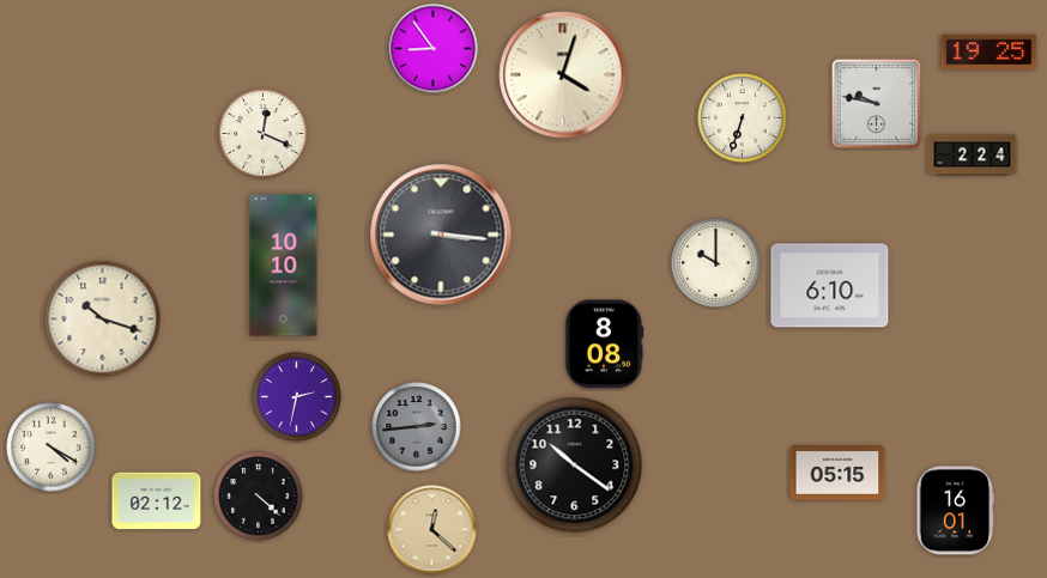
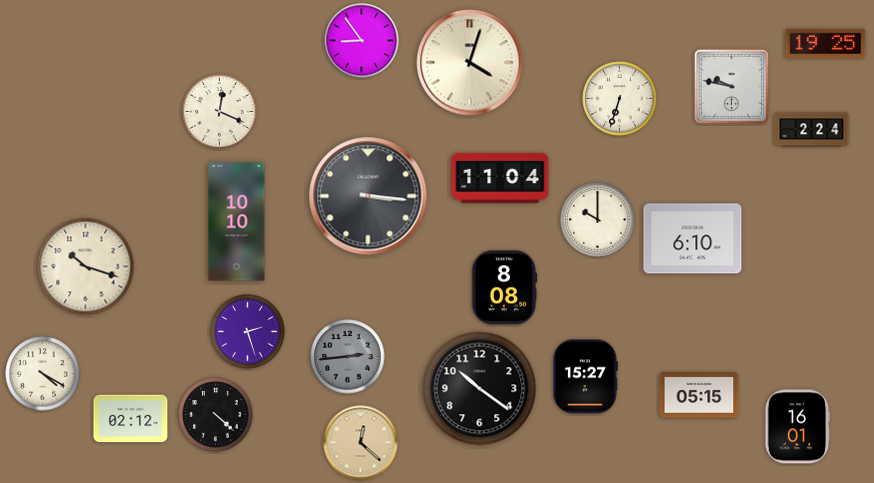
clock at (500, 178): none -> 11:04
clock at (297, 397): 2:32 -> 2:27
clock at (585, 377): none -> 15:27
